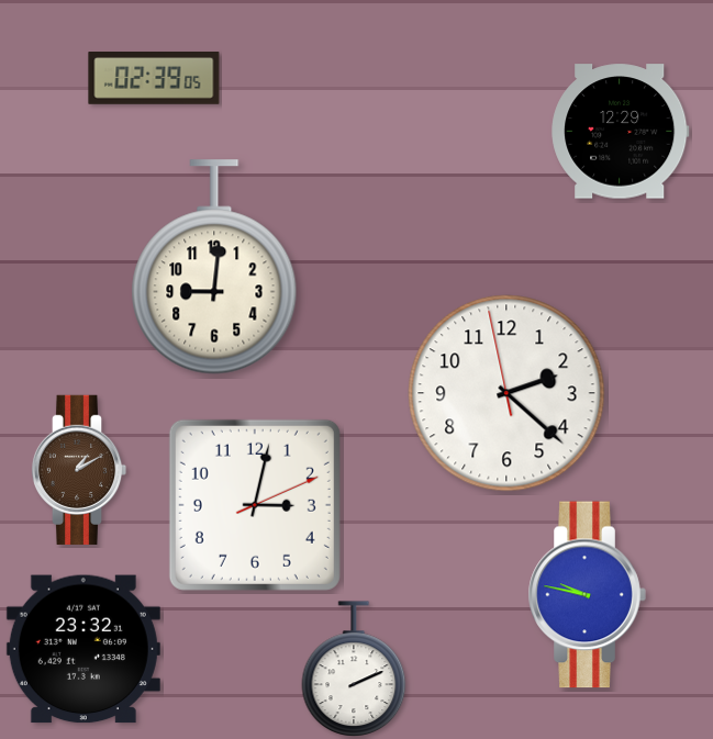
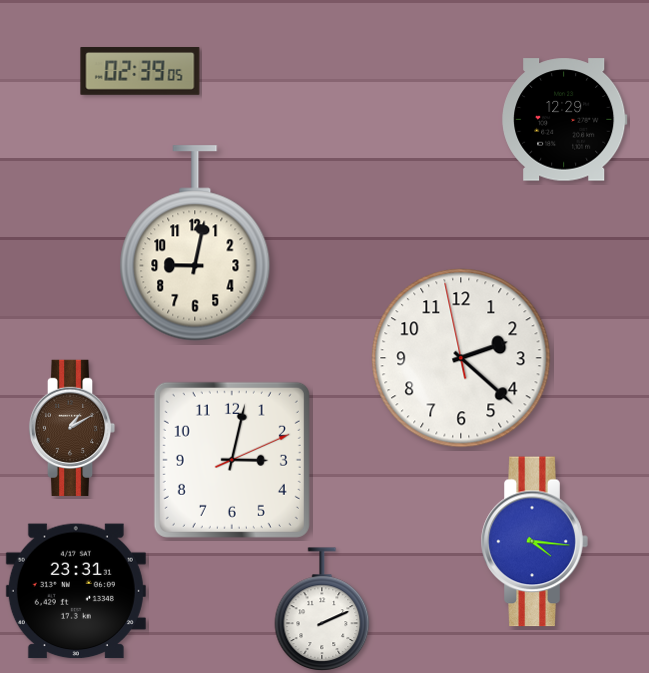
clock at (214, 267): 9:01 -> 9:02
clock at (587, 595): 9:47 -> 4:16
clock at (83, 649): 23:32 -> 23:31
